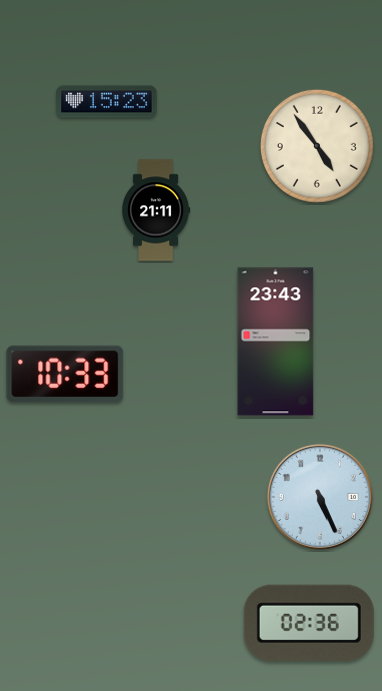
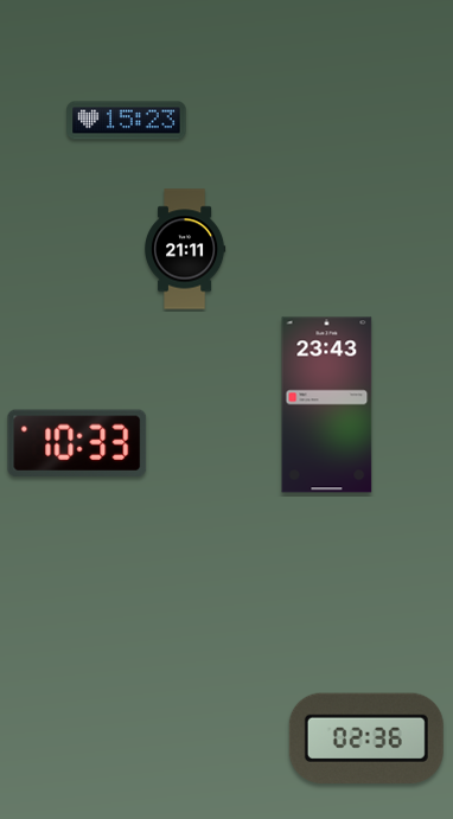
clock at (317, 146): 4:54 -> none
clock at (320, 497): 5:26 -> none
